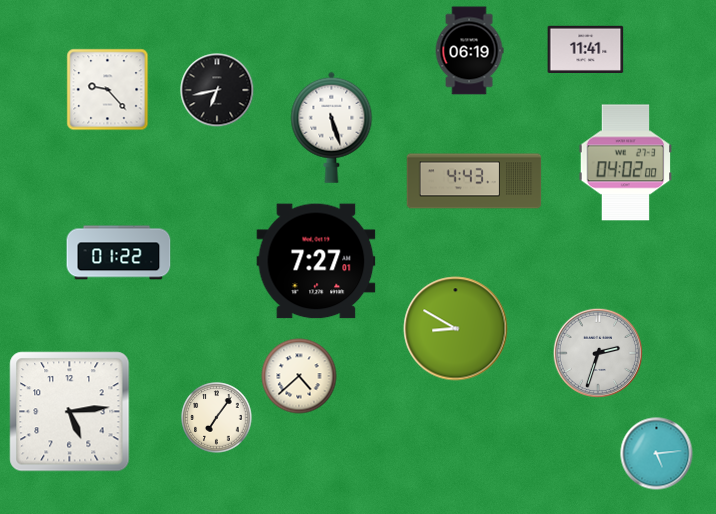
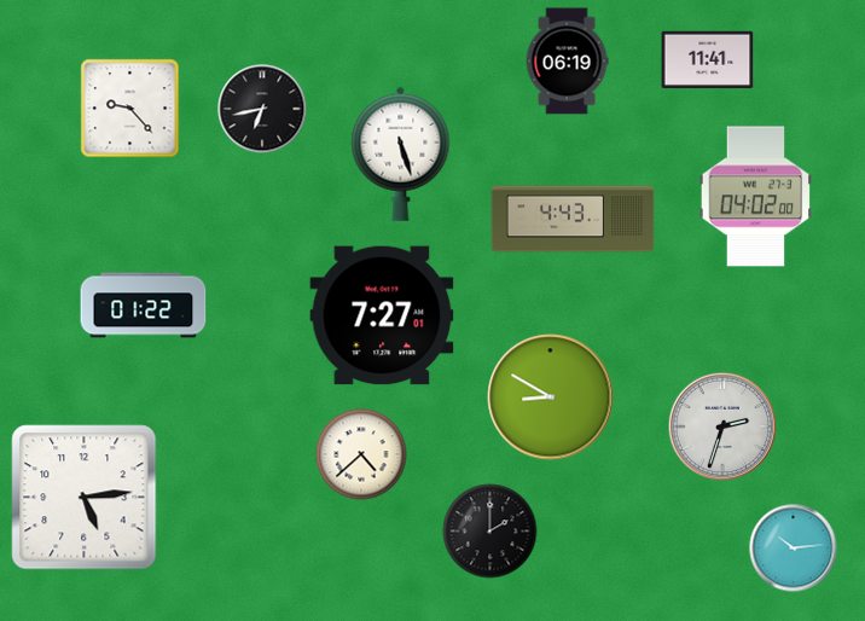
clock at (217, 418): 7:06 -> none
clock at (490, 532): none -> 2:00
clock at (657, 454): 5:14 -> 10:14
